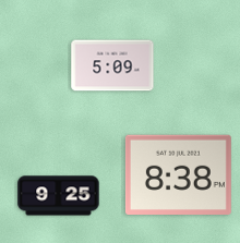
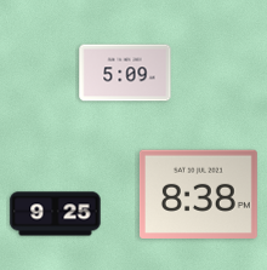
clock at (59, 196) position: (59, 196) -> (56, 214)
